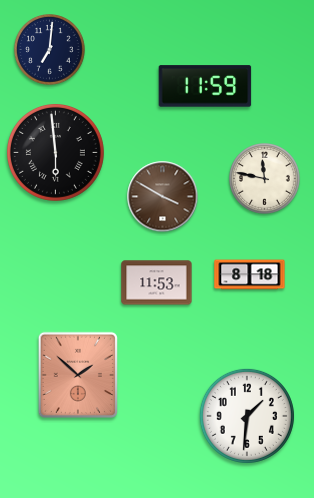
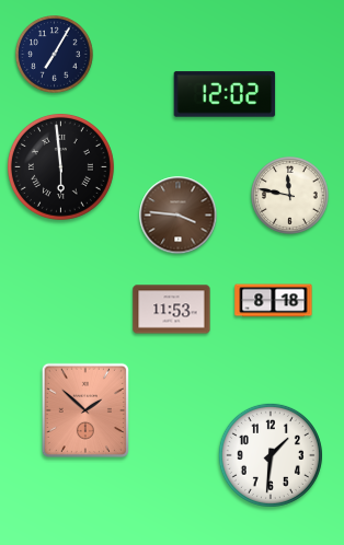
clock at (50, 50): 7:01 -> 7:05
clock at (205, 86): 11:59 -> 12:02
clock at (163, 197): 3:50 -> 3:46
